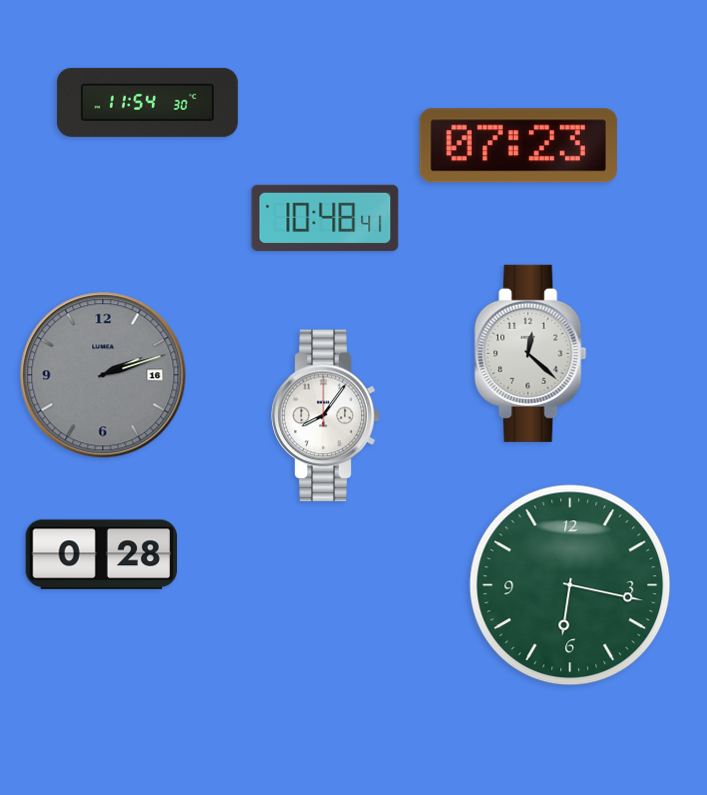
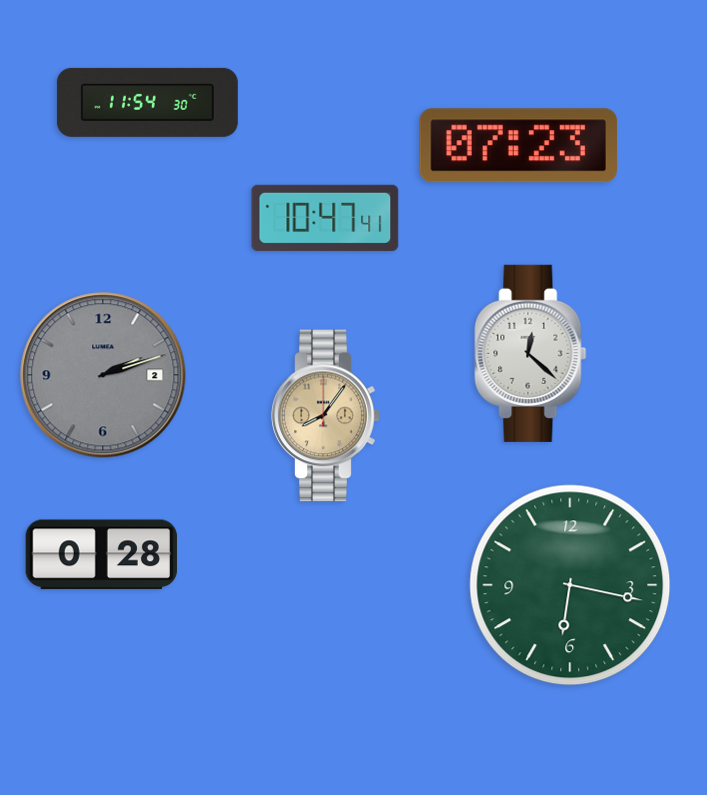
clock at (325, 218): 10:48 -> 10:47
clock at (103, 375) date: 16 -> 2
clock at (326, 416) dial: white -> champagne
